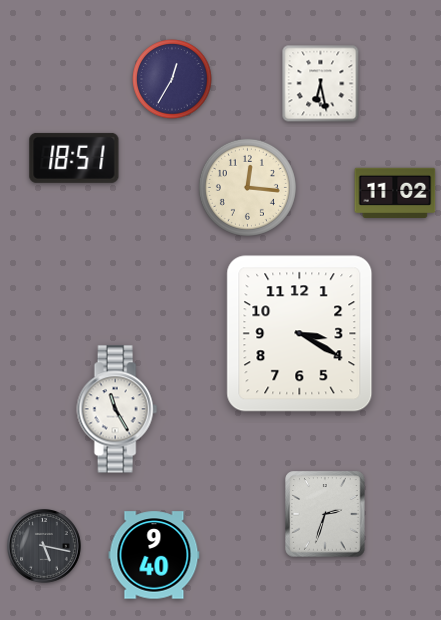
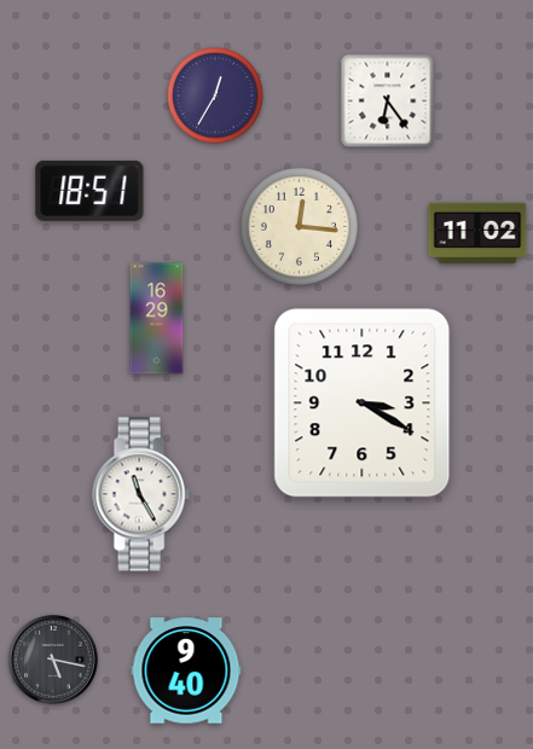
clock at (172, 79) position: (172, 79) -> (215, 95)
clock at (321, 84): 6:28 -> 6:24
clock at (157, 319): none -> 16:29
clock at (325, 514): 2:33 -> none
